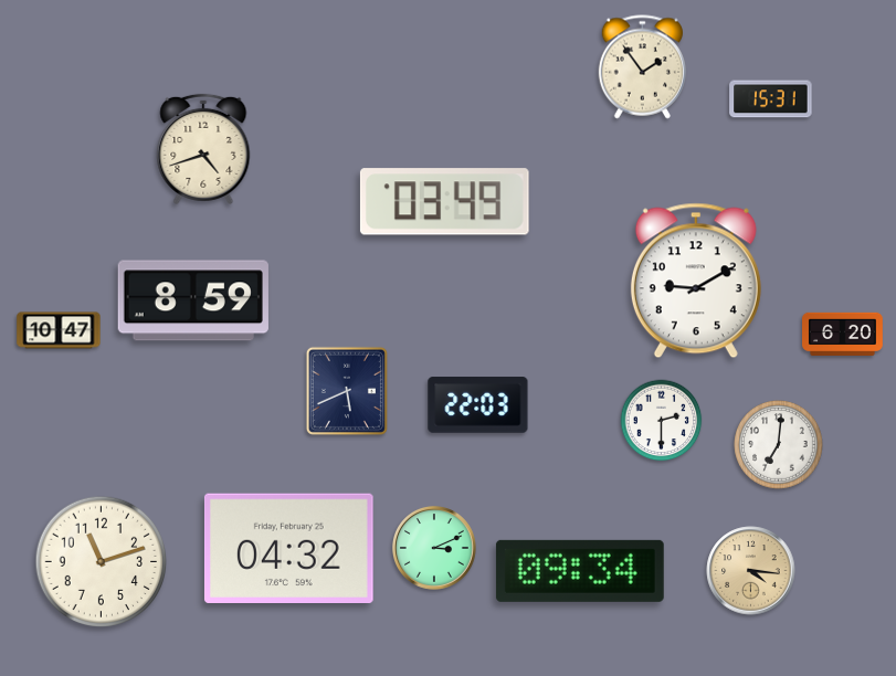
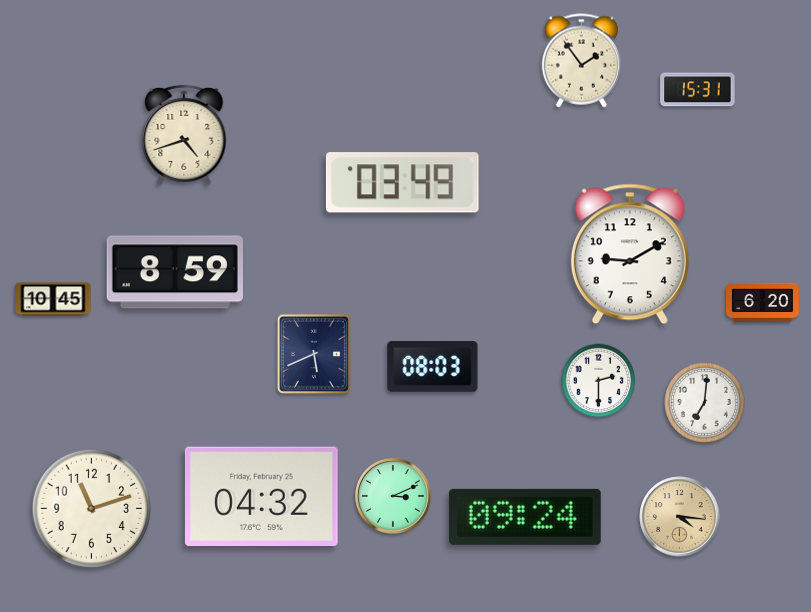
clock at (59, 330): 10:47 -> 10:45
clock at (478, 405): 22:03 -> 08:03
clock at (580, 571): 09:34 -> 09:24
